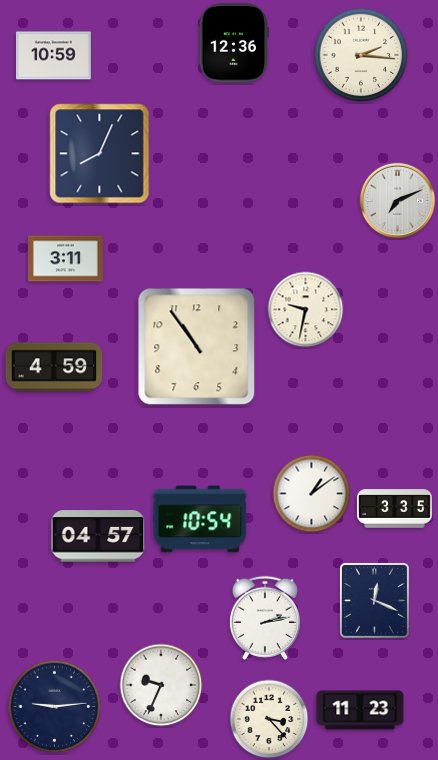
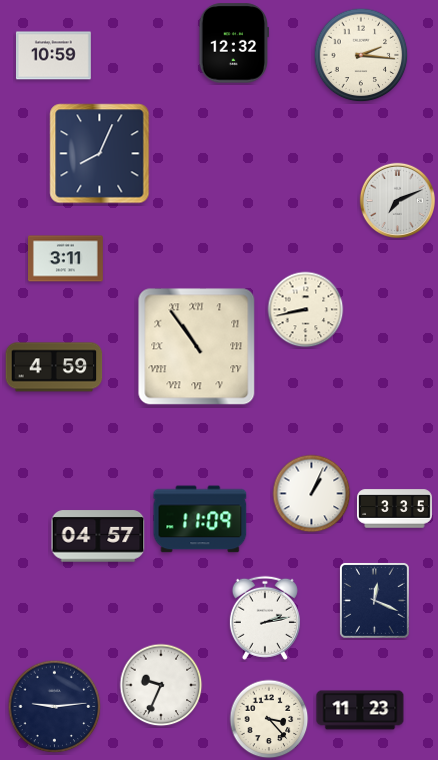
clock at (234, 43): 12:36 -> 12:32
clock at (306, 310): 9:32 -> 8:43
clock at (197, 347) numerals: Arabic -> Roman
clock at (312, 494): 1:09 -> 1:04
clock at (200, 519): 10:54 -> 11:09
